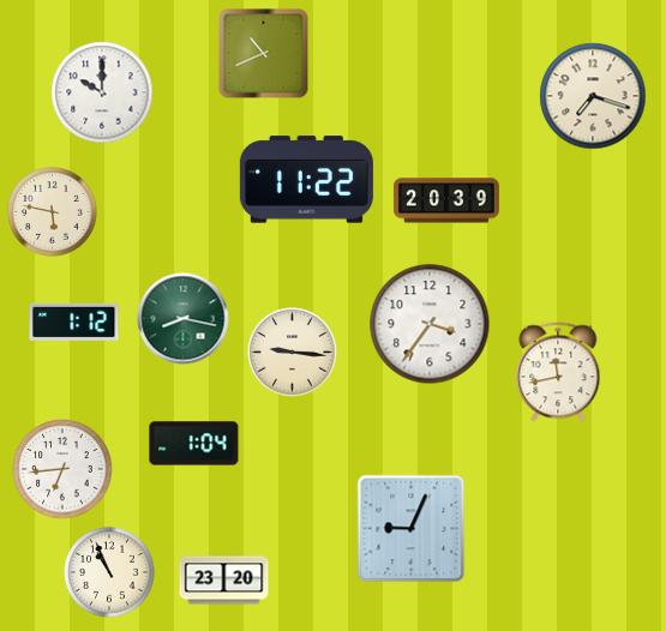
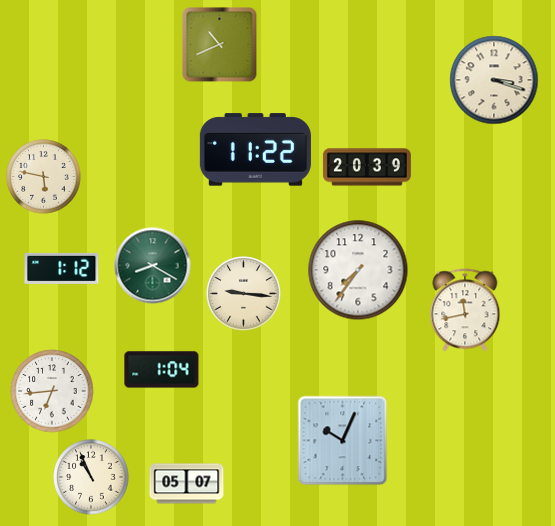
clock at (102, 92): 10:00 -> none
clock at (593, 96): 7:18 -> 3:18
clock at (446, 200) position: (446, 200) -> (367, 167)
clock at (184, 319): 8:17 -> 8:20
clock at (430, 324): 3:36 -> 7:36
clock at (412, 529): 9:04 -> 10:04
clock at (224, 581): 23:20 -> 05:07
